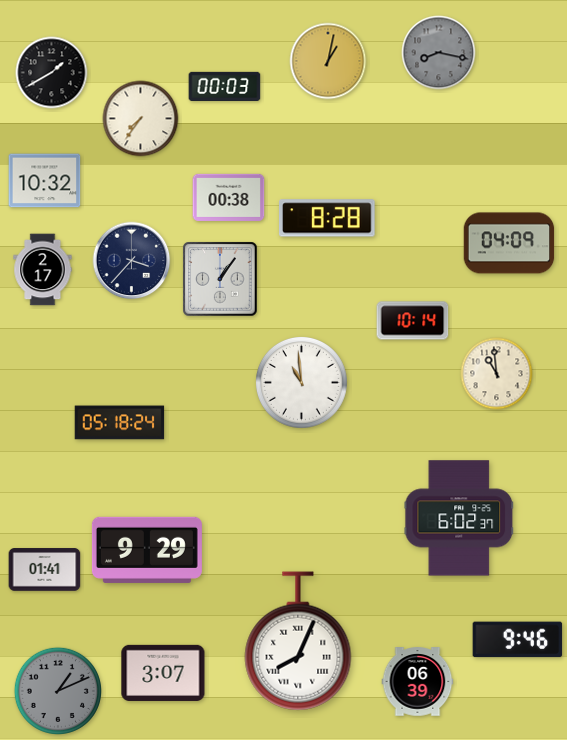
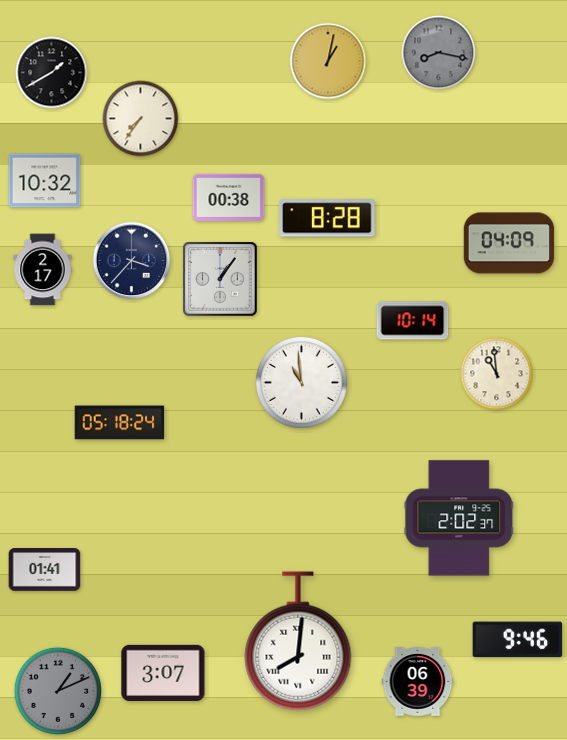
clock at (225, 86): 00:03 -> none
clock at (459, 518): 6:02 -> 2:02
clock at (147, 550): 9:29 -> none
clock at (298, 641): 8:04 -> 8:01
